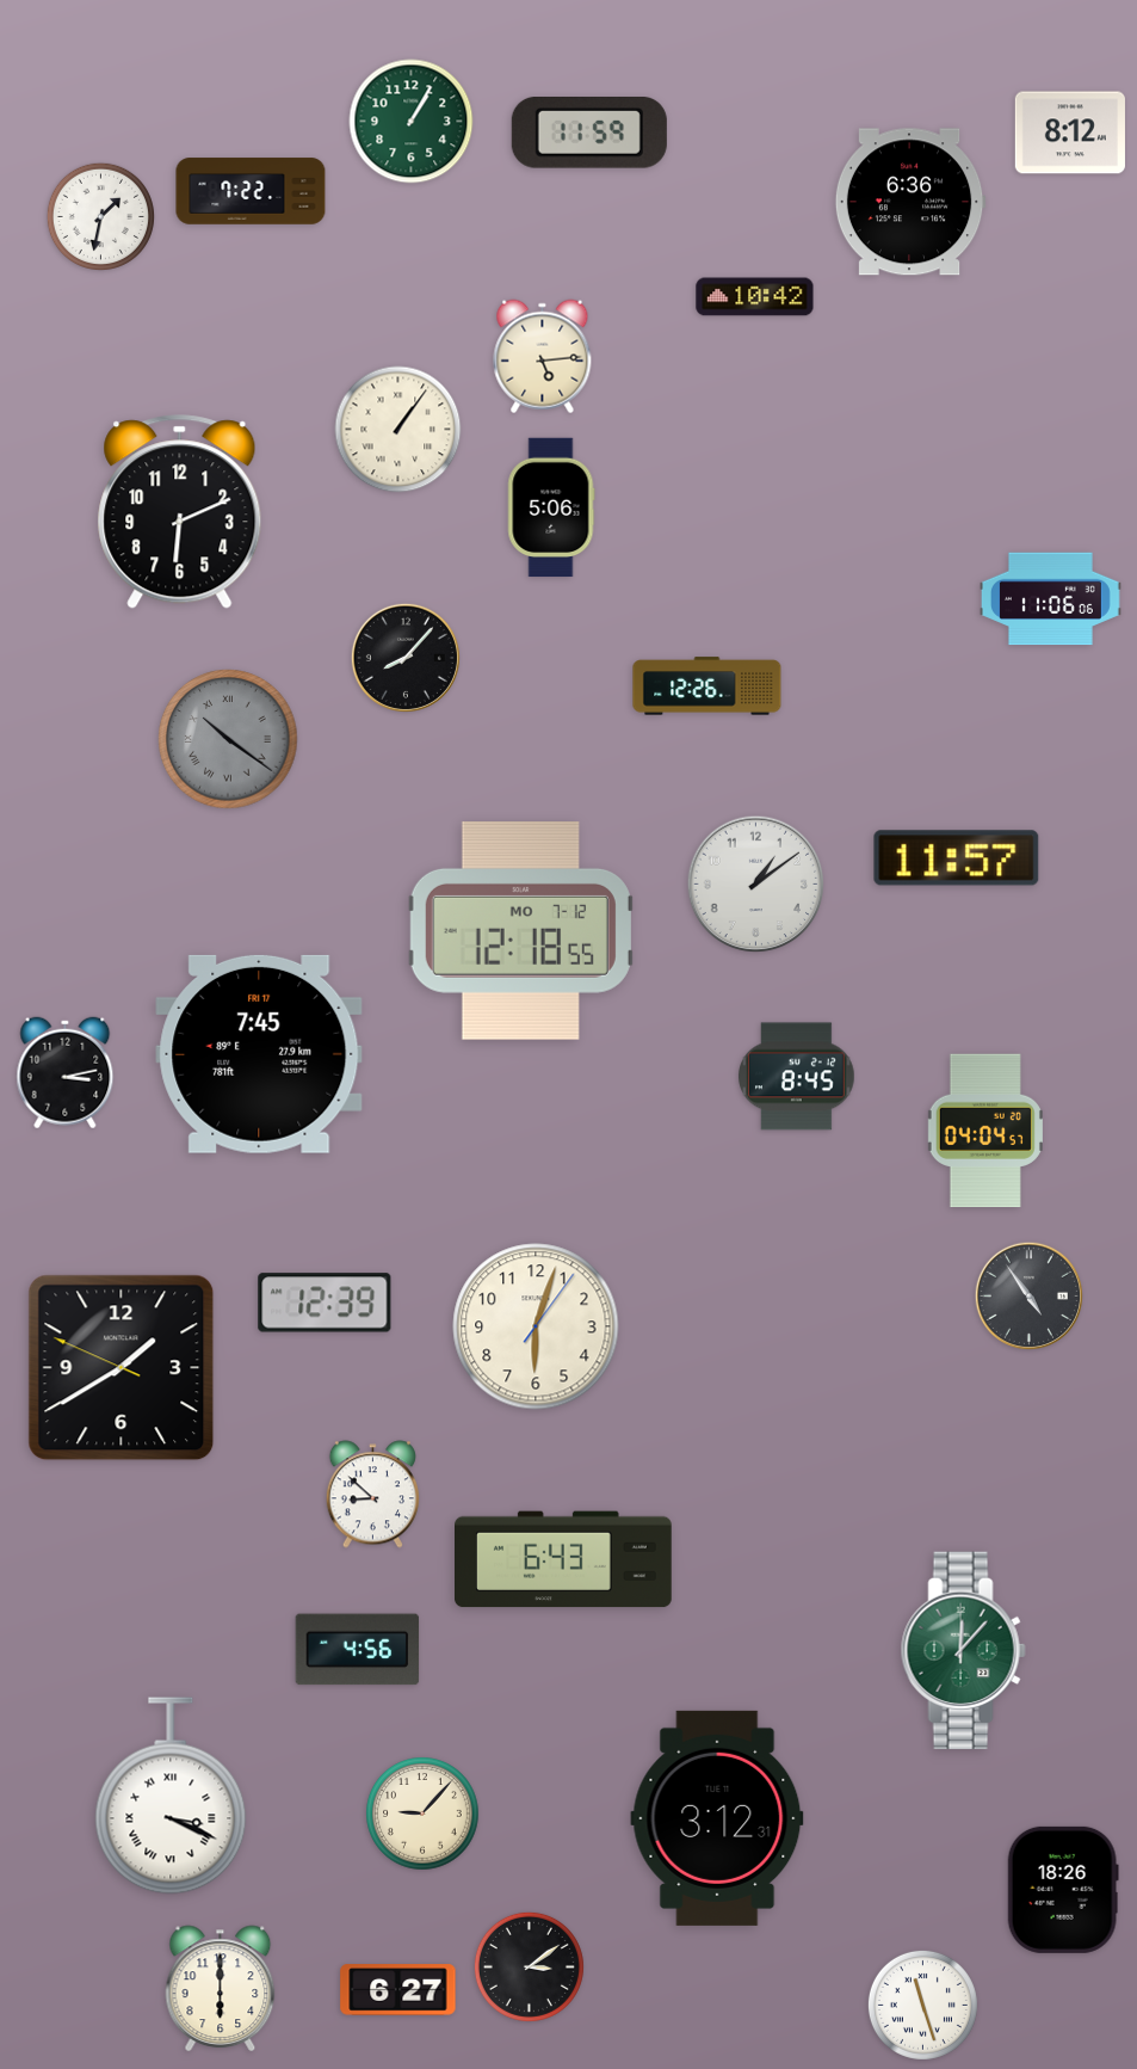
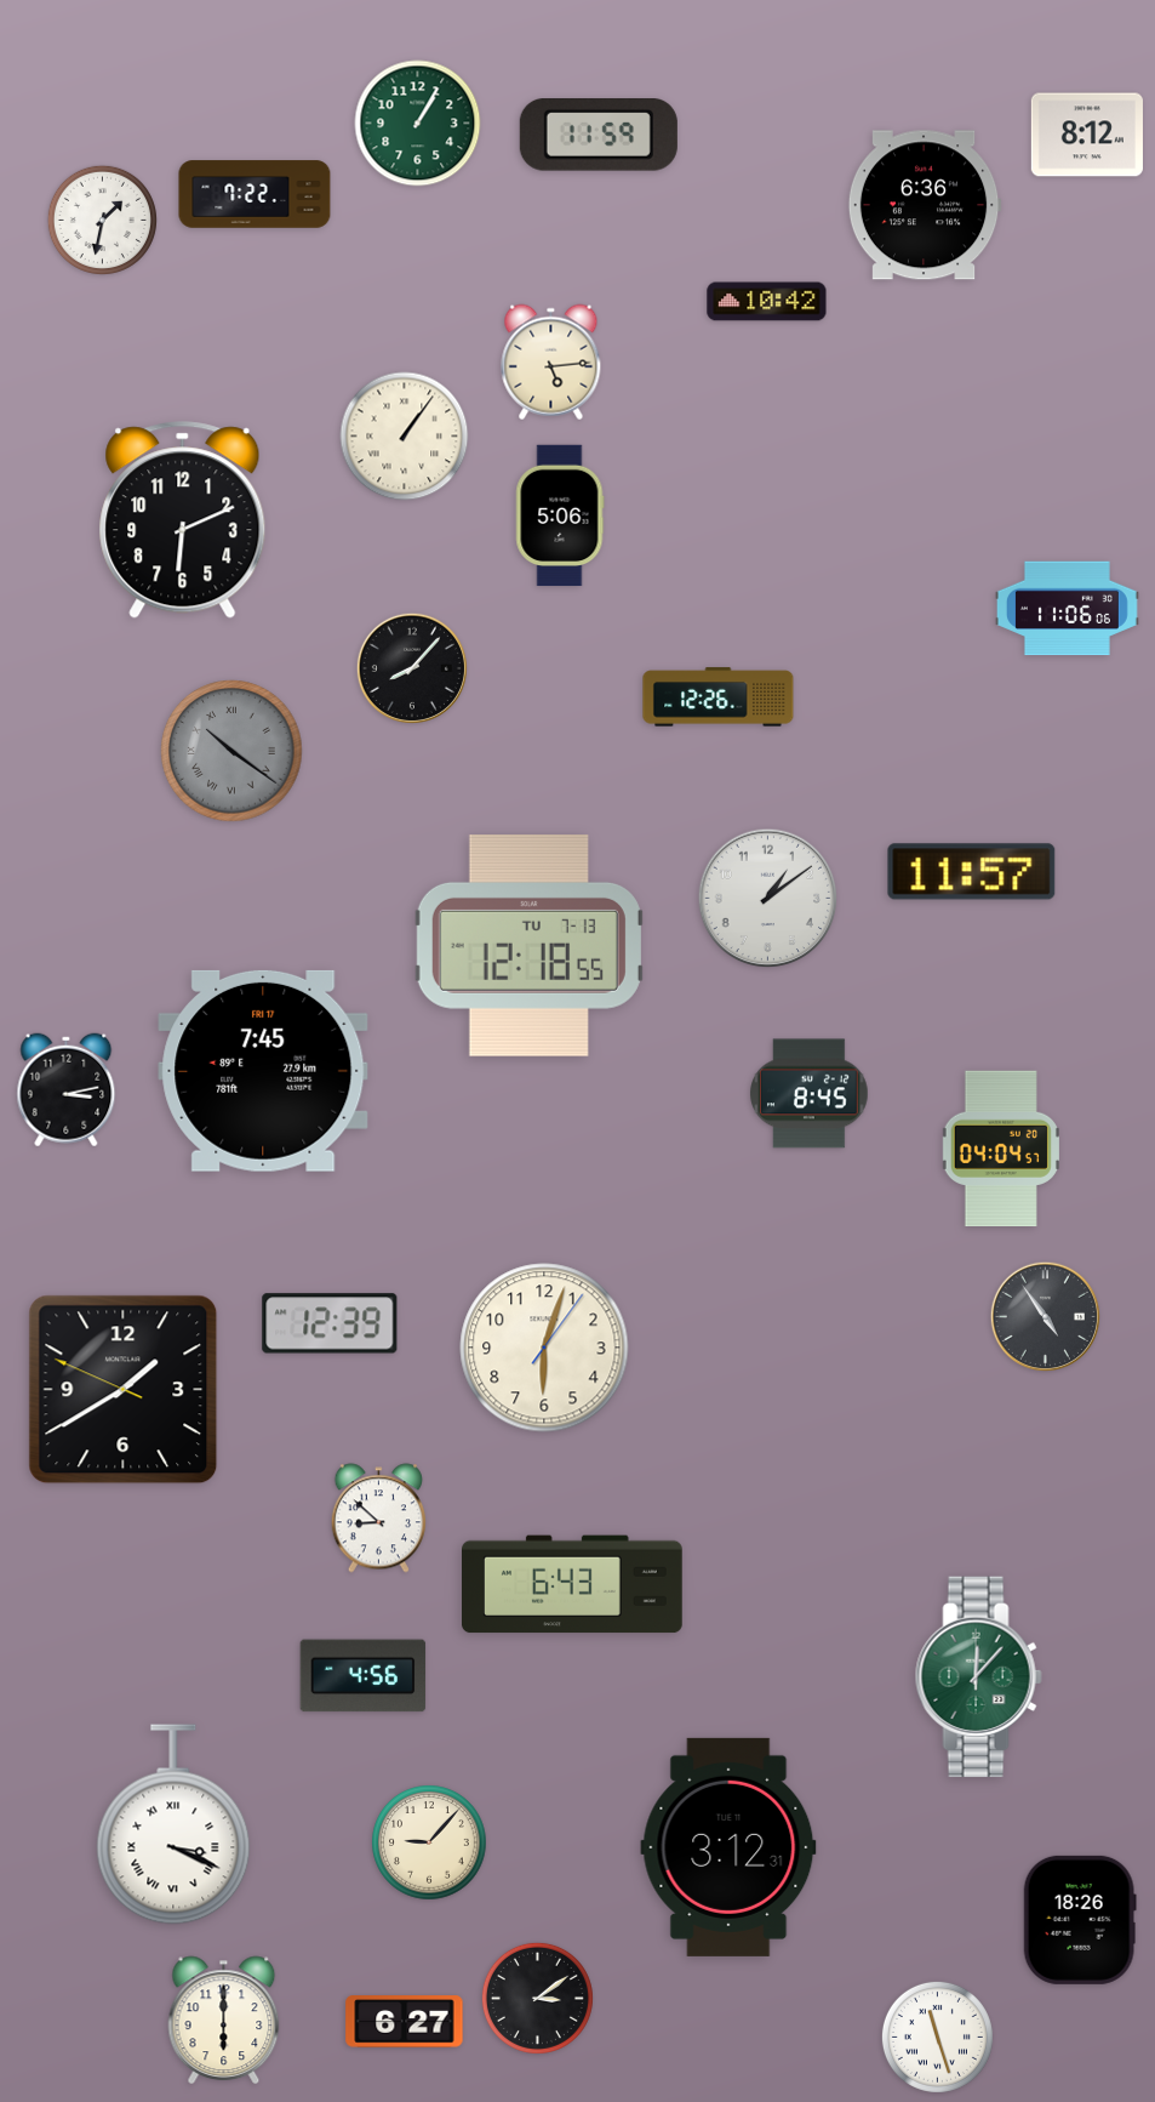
clock at (520, 931) date: MO 7-12 -> TU 7-13
